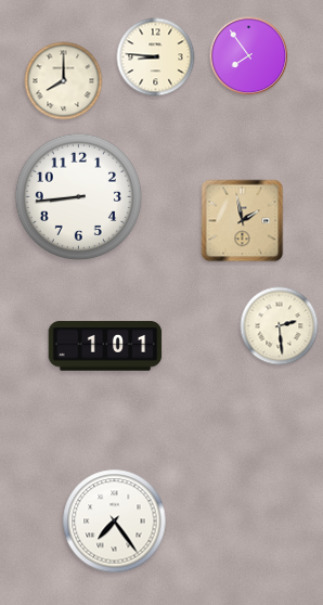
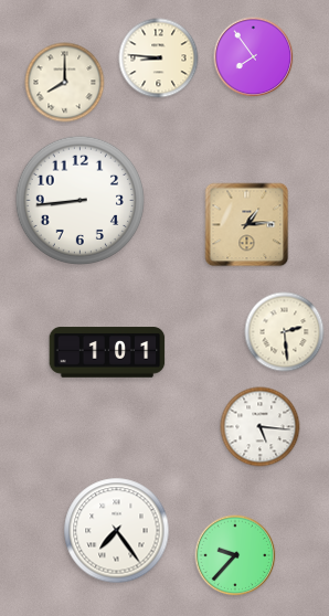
clock at (243, 221): 1:58 -> 1:14
clock at (261, 427): none -> 5:16
clock at (235, 555): none -> 9:37
